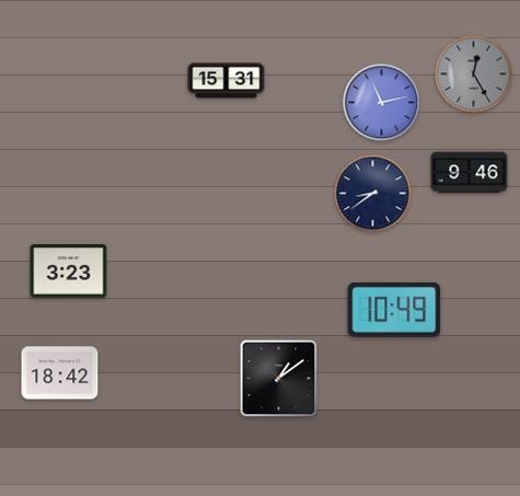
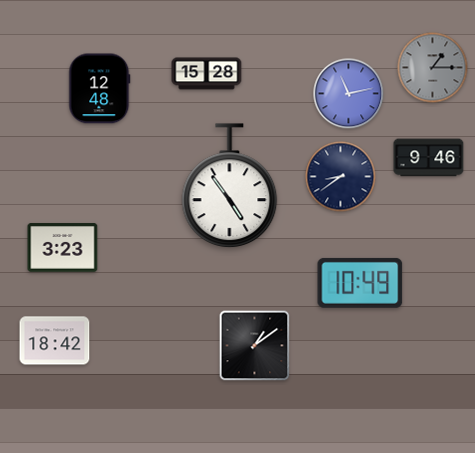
clock at (474, 74): 12:25 -> 1:15
clock at (227, 81): 15:31 -> 15:28
clock at (100, 89): none -> 12:48
clock at (230, 186): none -> 4:54
